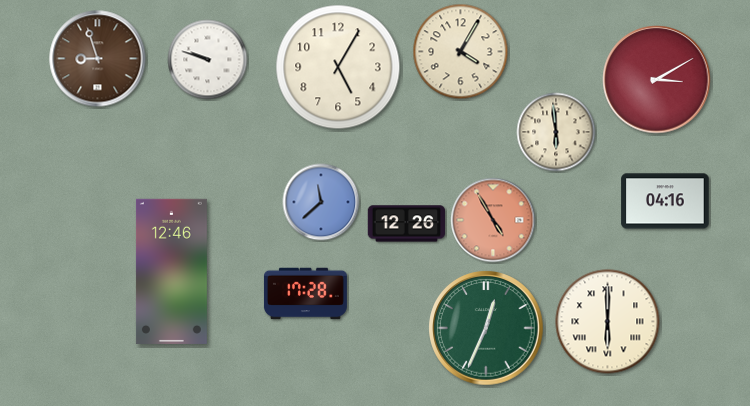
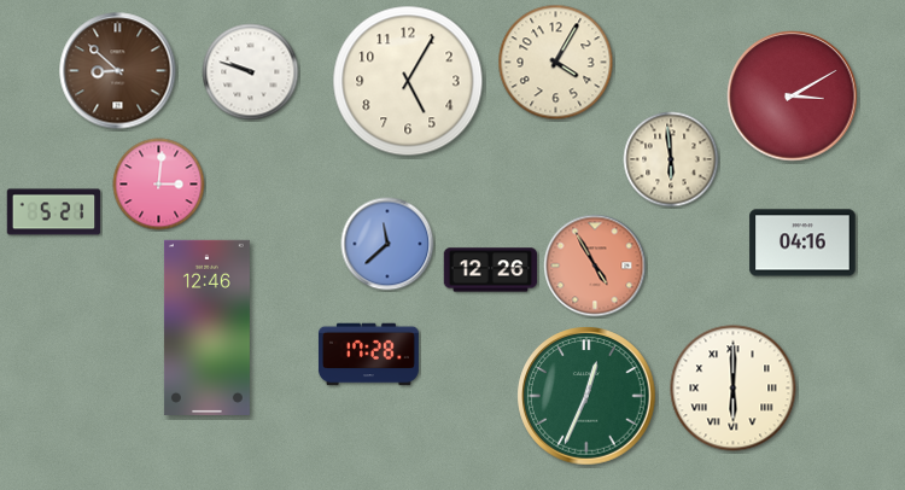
clock at (98, 59): 8:57 -> 8:52
clock at (159, 185): none -> 3:01
clock at (54, 212): none -> 5:21
